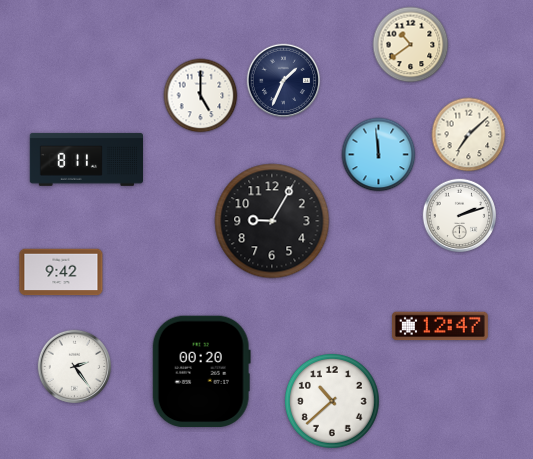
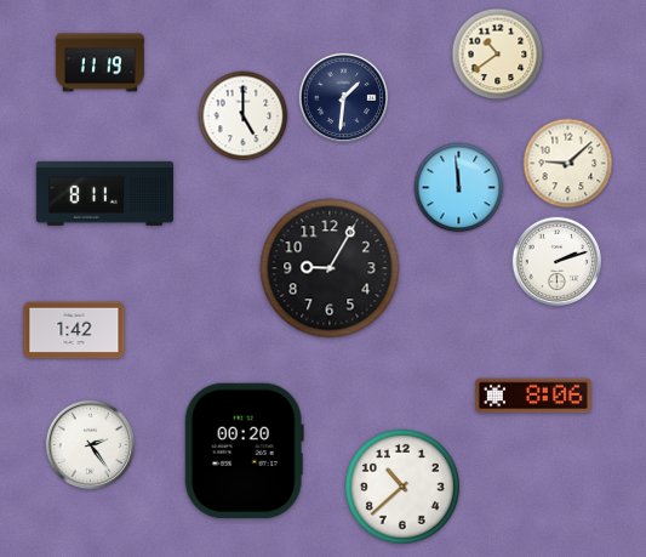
clock at (99, 63): none -> 11:19
clock at (284, 81): 1:34 -> 1:31
clock at (469, 135): 7:08 -> 9:08
clock at (61, 272): 9:42 -> 1:42
clock at (440, 326): 12:47 -> 8:06
